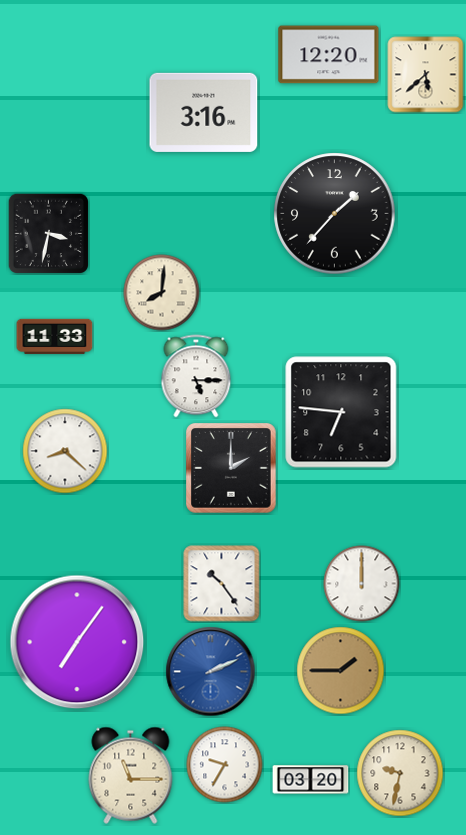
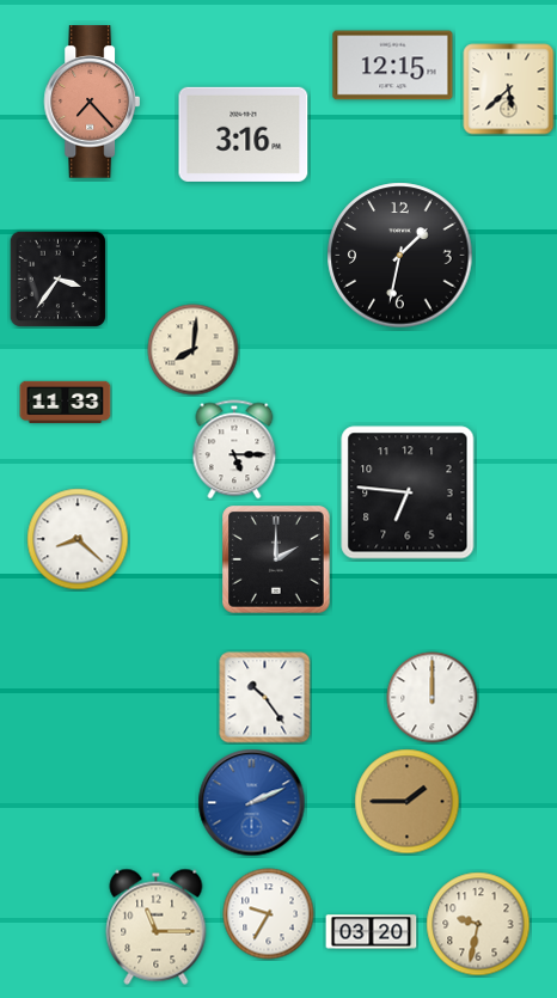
clock at (329, 55): 12:20 -> 12:15
clock at (91, 102): none -> 7:23
clock at (335, 214): 1:37 -> 1:32
clock at (48, 233): 3:32 -> 3:36
clock at (77, 642): 7:06 -> none
